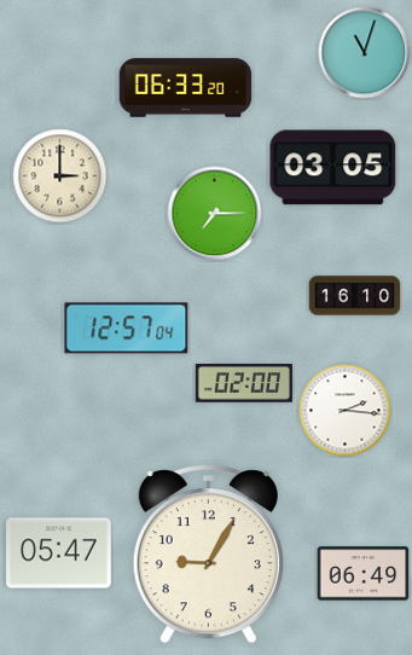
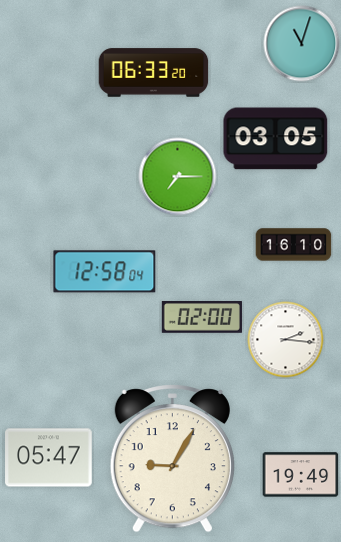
clock at (60, 176): 3:00 -> none
clock at (127, 329): 12:57 -> 12:58
clock at (364, 574): 06:49 -> 19:49
